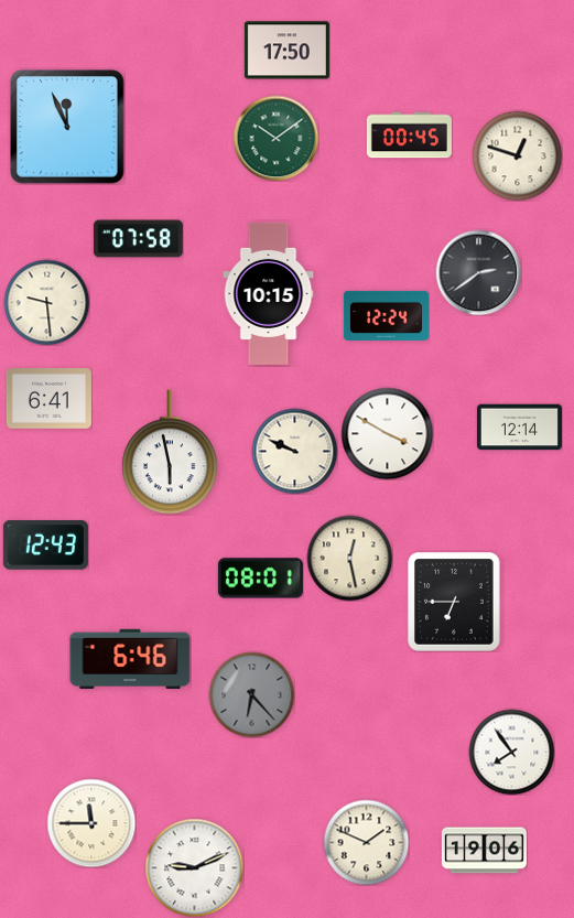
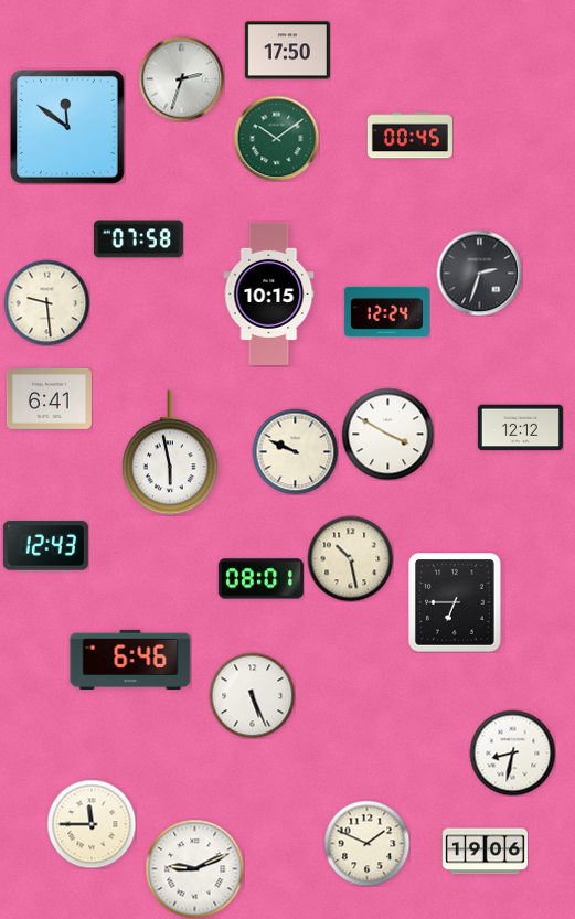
clock at (181, 78): none -> 2:33
clock at (67, 127): 11:56 -> 11:51
clock at (517, 155): 12:48 -> none
clock at (478, 272): 2:39 -> 2:33
clock at (386, 315) position: (386, 315) -> (386, 311)
clock at (519, 428): 12:14 -> 12:12
clock at (349, 558): 12:28 -> 10:28
clock at (251, 694): 6:23 -> 5:26
clock at (251, 694) dial: grey -> white
clock at (511, 752): 7:54 -> 8:32
